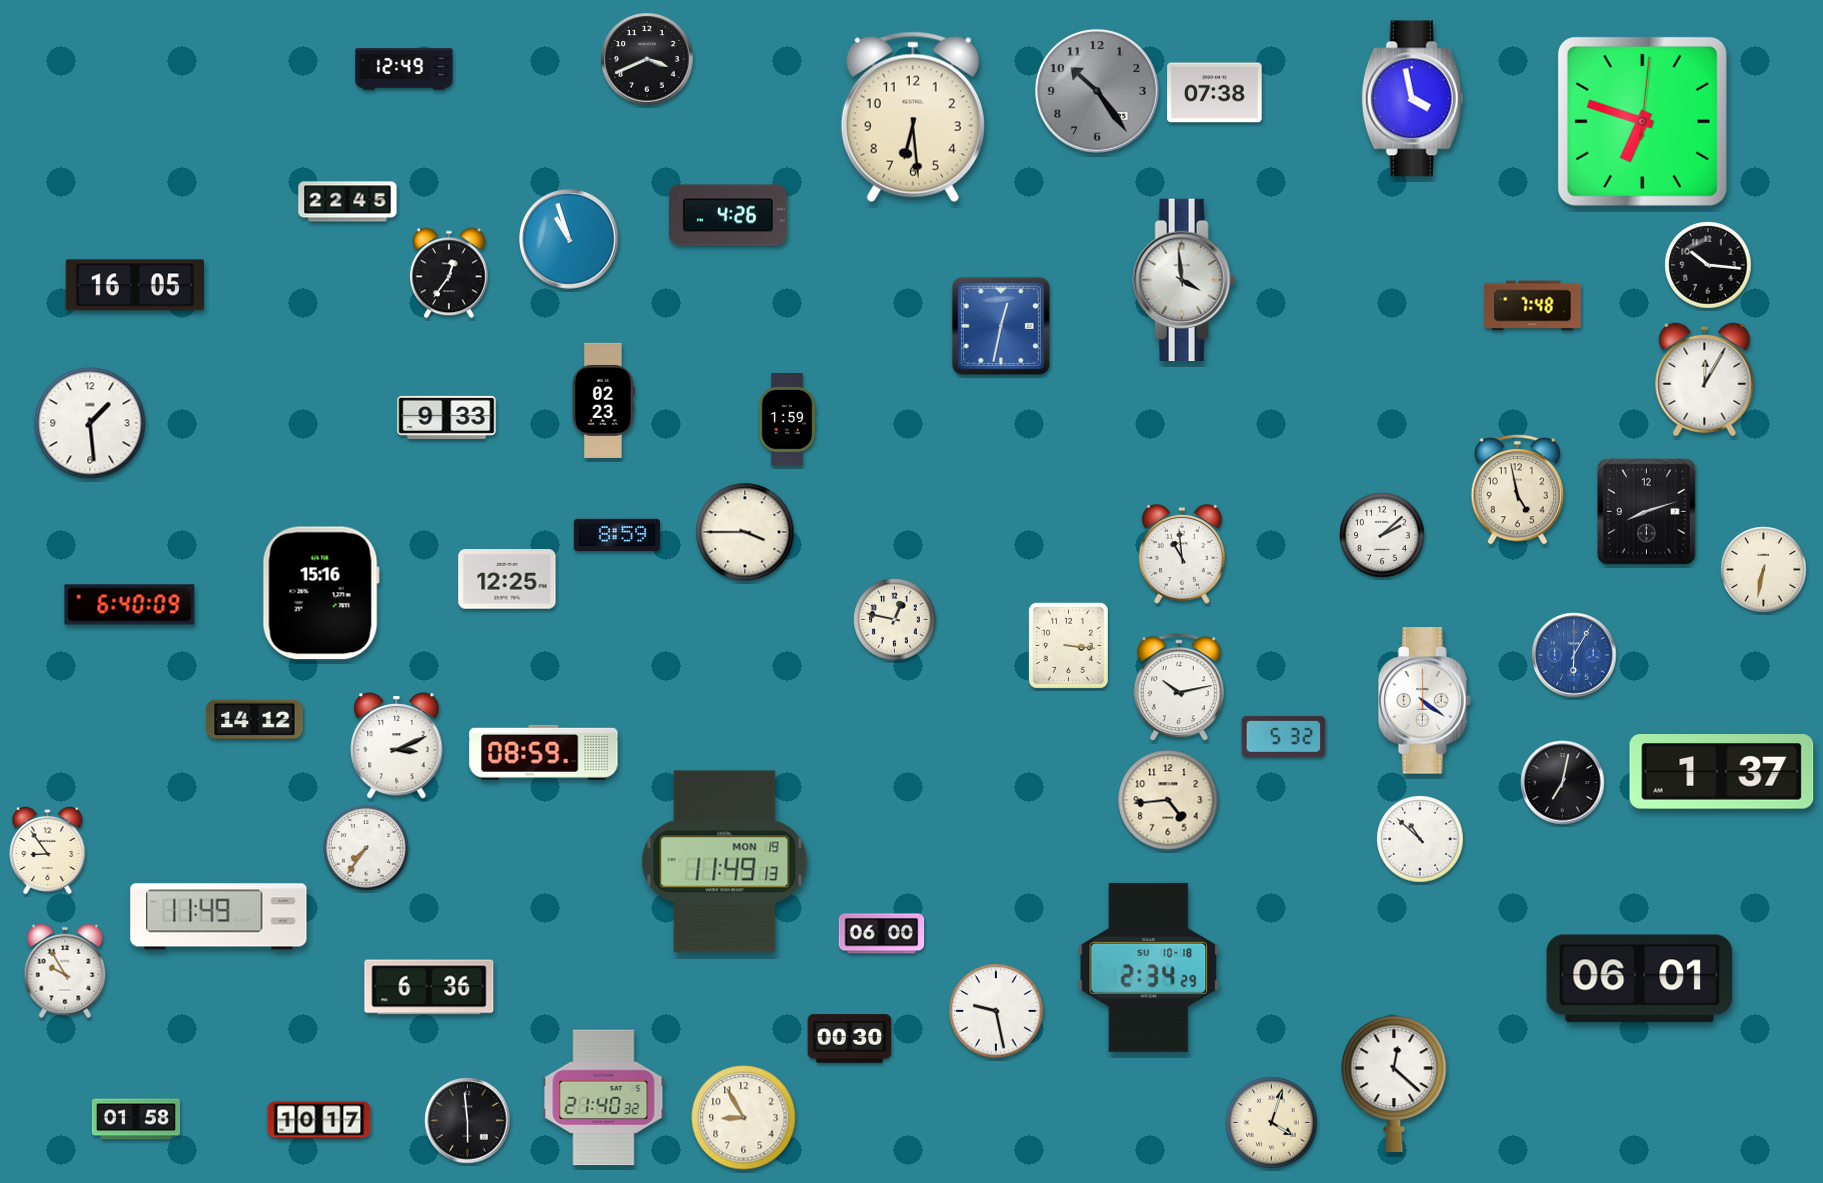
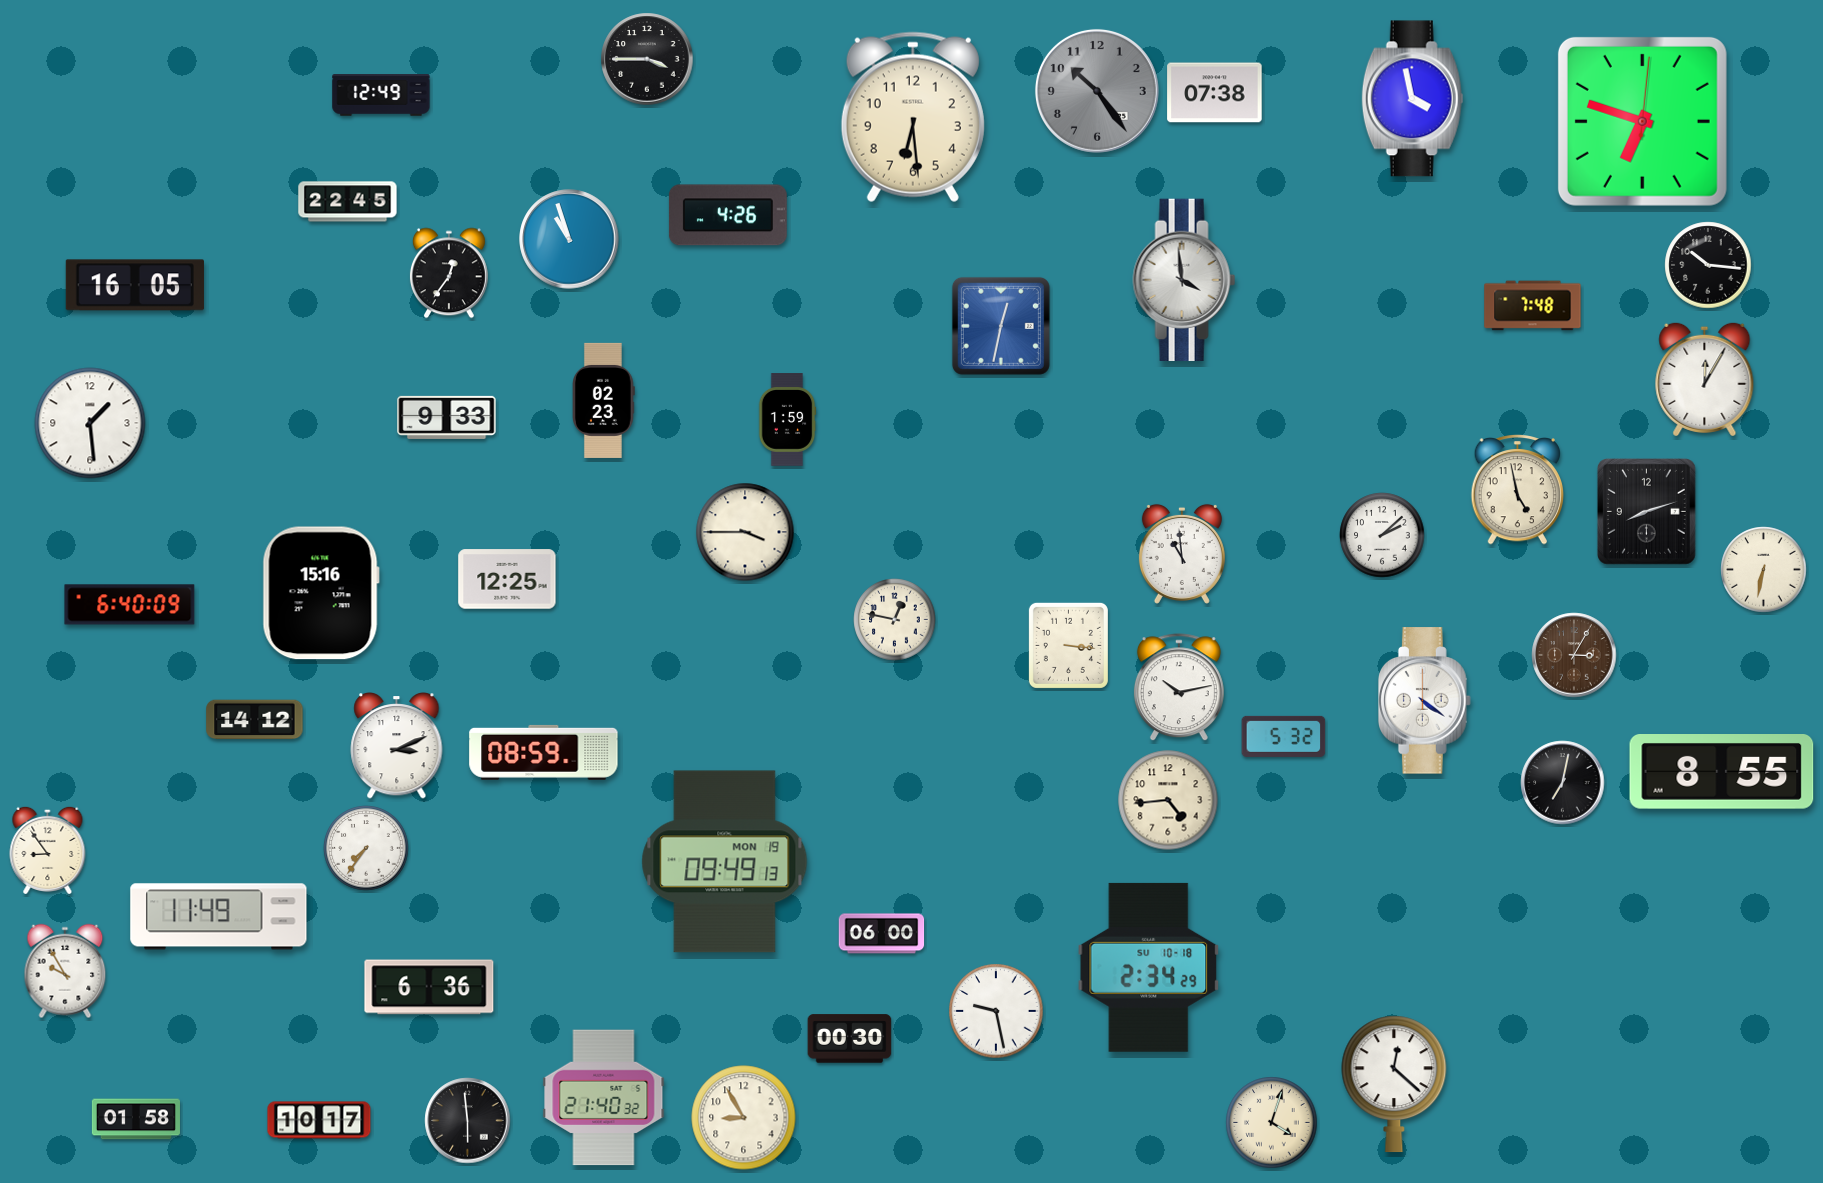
clock at (647, 59): 3:41 -> 3:45
clock at (404, 69) position: (404, 69) -> (381, 95)
clock at (617, 534): 8:59 -> none
clock at (1574, 655): 6:05 -> 3:05
clock at (1574, 655) dial: blue -> brown
clock at (1722, 772): 1:37 -> 8:55
clock at (1420, 839): 10:52 -> none
clock at (725, 862): 11:49 -> 09:49
clock at (1640, 979): 06:01 -> none
